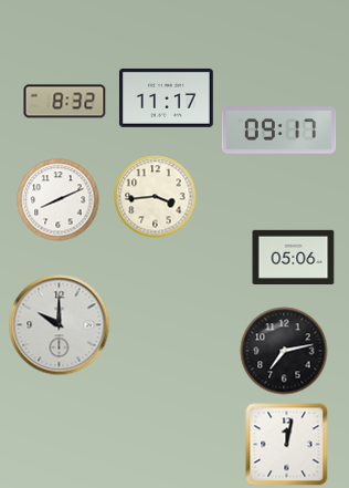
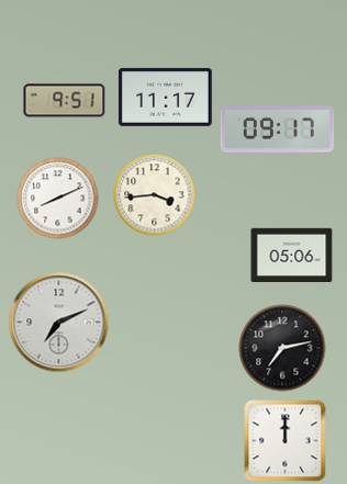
clock at (65, 102): 8:32 -> 9:51
clock at (60, 325): 10:00 -> 7:11
clock at (287, 445): 12:02 -> 12:00
